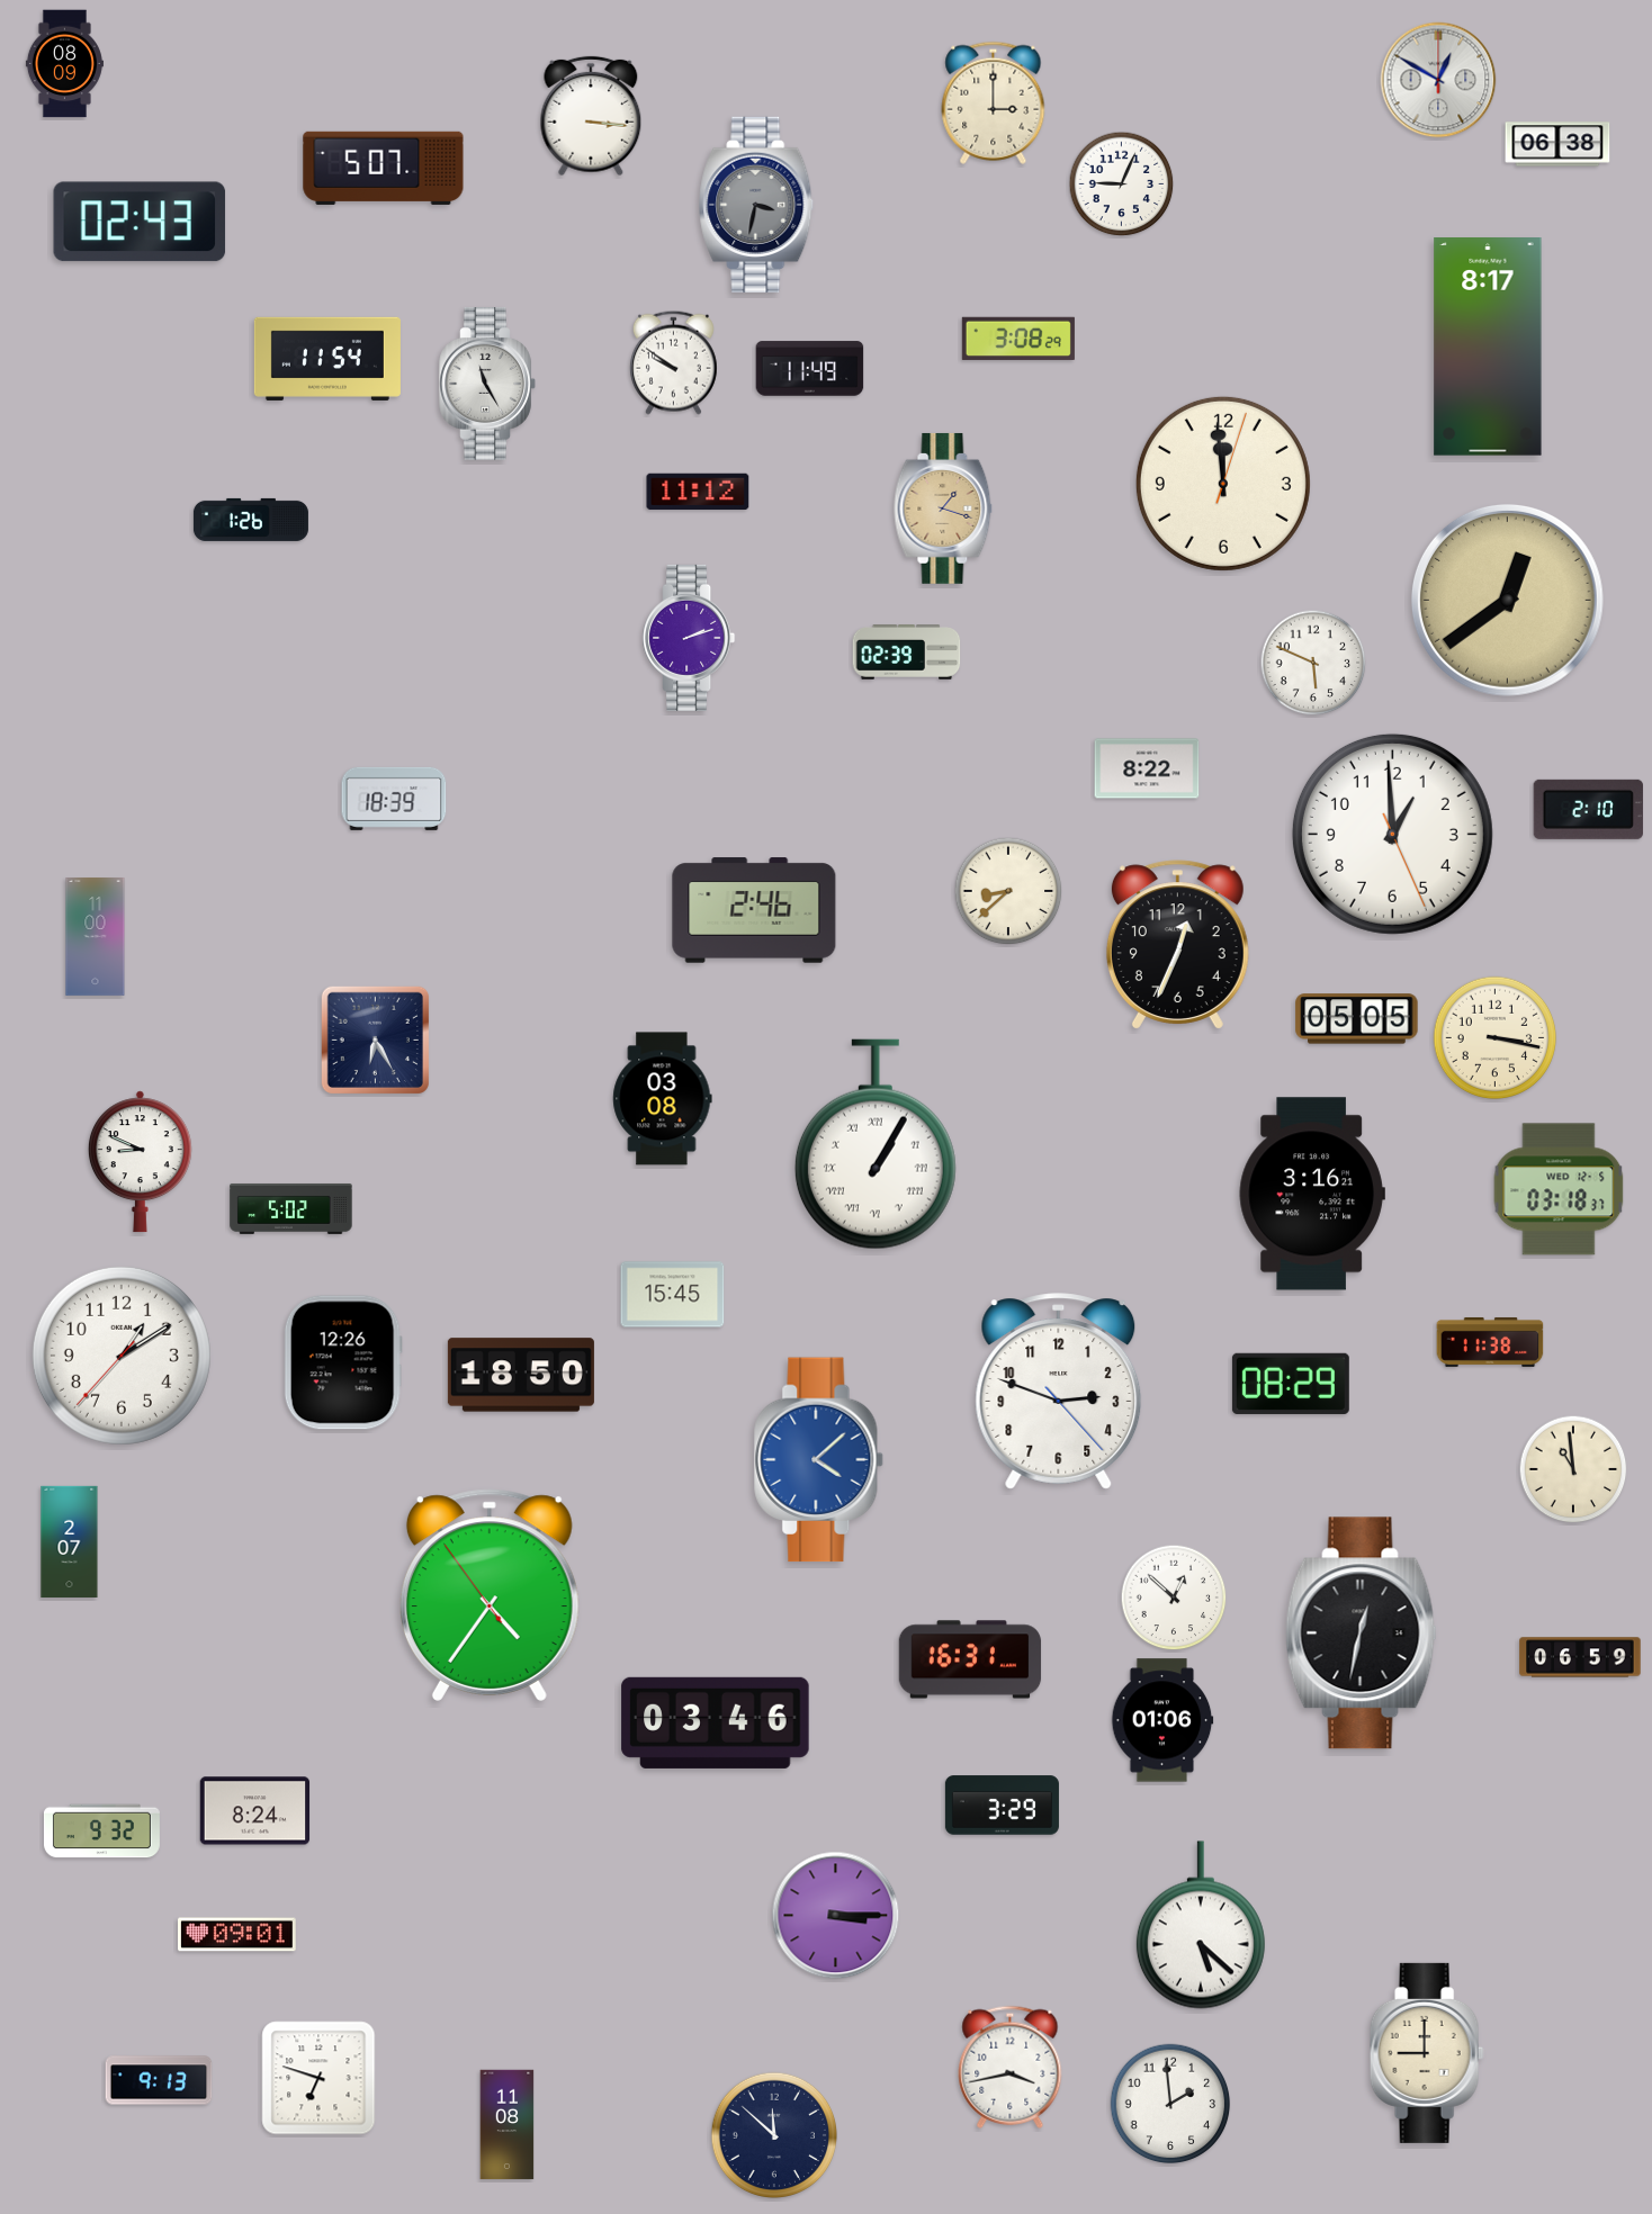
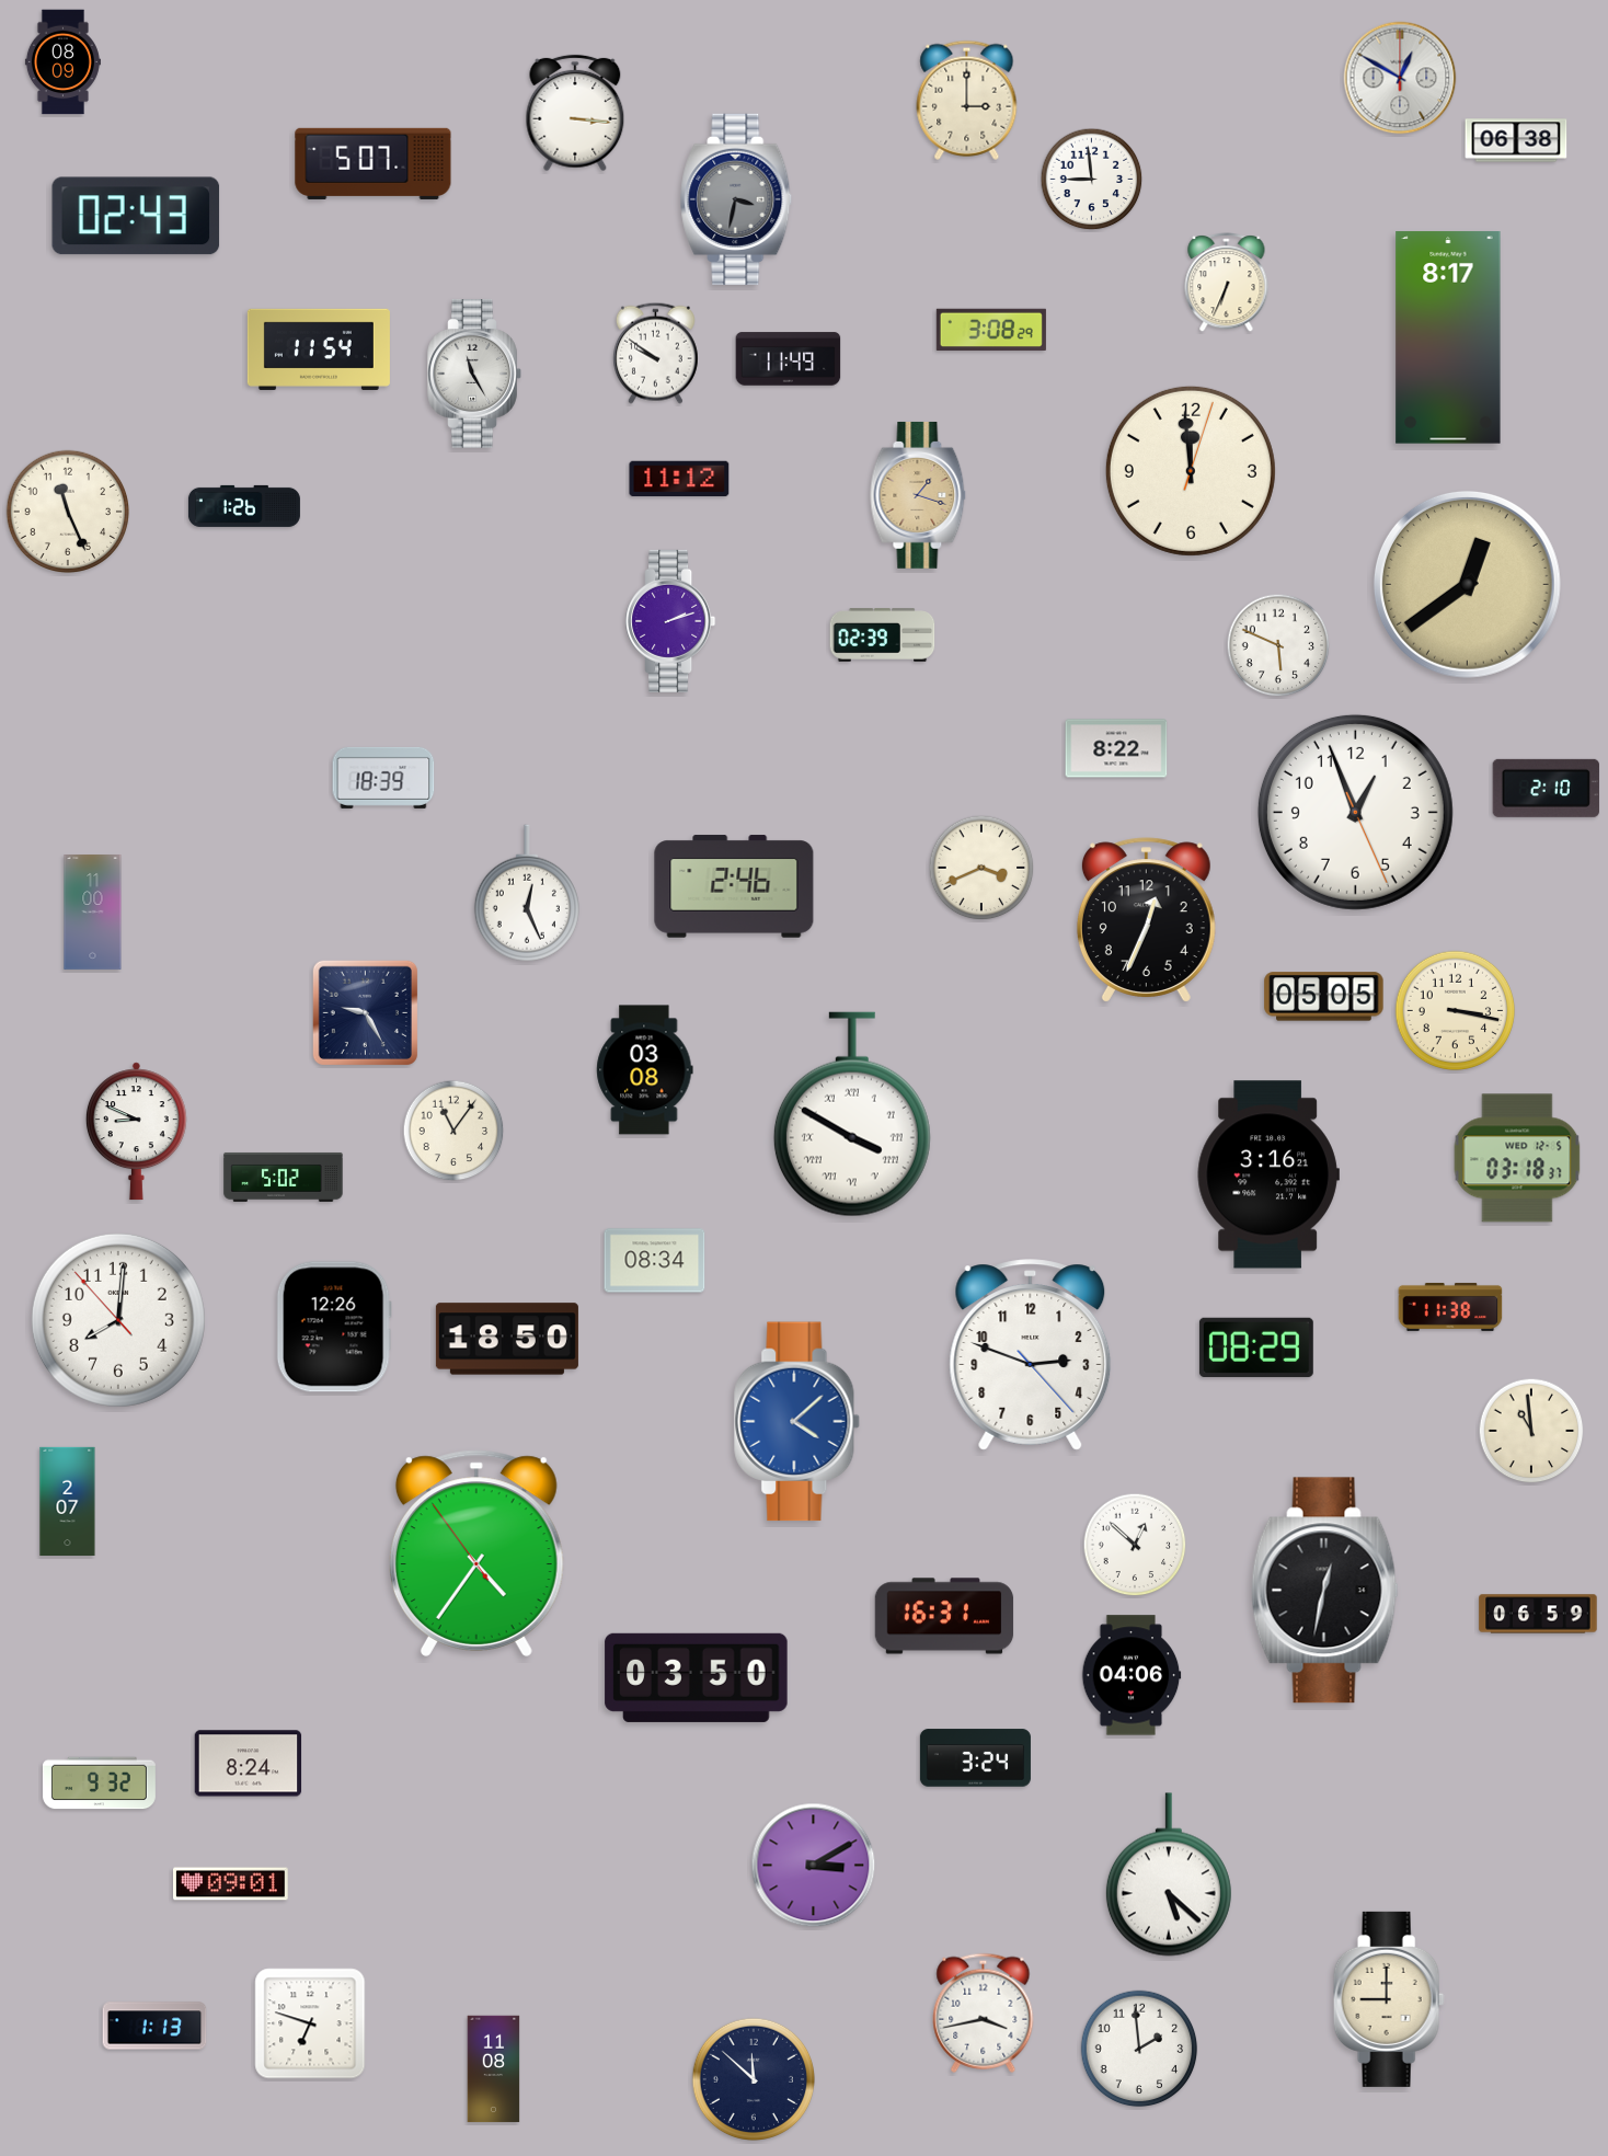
clock at (1122, 184): 9:04 -> 8:59
clock at (1227, 283): none -> 6:34
clock at (67, 511): none -> 11:26
clock at (1392, 834): 12:59 -> 12:56
clock at (1008, 891): 8:38 -> 3:41
clock at (527, 893): none -> 12:26
clock at (1357, 1019) position: (1357, 1019) -> (1324, 997)
clock at (375, 1039): 6:25 -> 9:25
clock at (876, 1144): 1:05 -> 3:50
clock at (453, 1131): none -> 11:06
clock at (1312, 1194) position: (1312, 1194) -> (1268, 1174)
clock at (673, 1295): 15:45 -> 08:34
clock at (122, 1356): 1:09 -> 8:00
clock at (1174, 1597) position: (1174, 1597) -> (1135, 1545)
clock at (1162, 1720): 01:06 -> 04:06
clock at (716, 1722): 03:46 -> 03:50
clock at (1002, 1806): 3:29 -> 3:24
clock at (836, 1916): 3:15 -> 3:10
clock at (159, 2080): 9:13 -> 1:13
